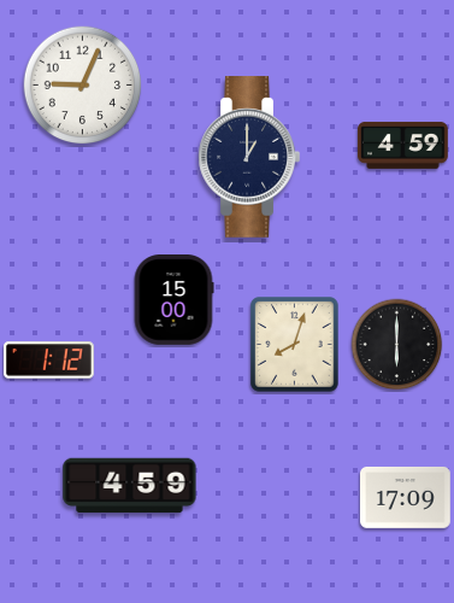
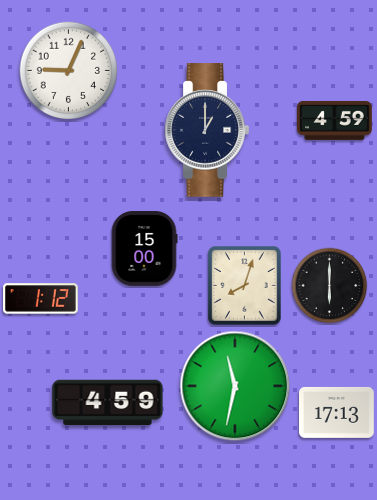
clock at (235, 386): none -> 11:32
clock at (406, 497): 17:09 -> 17:13
